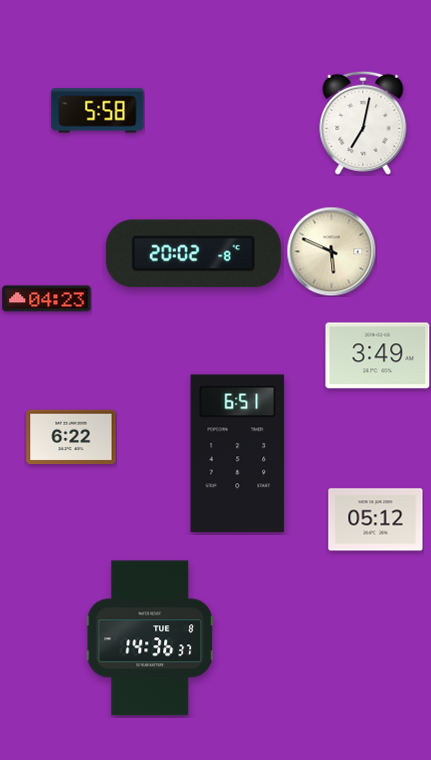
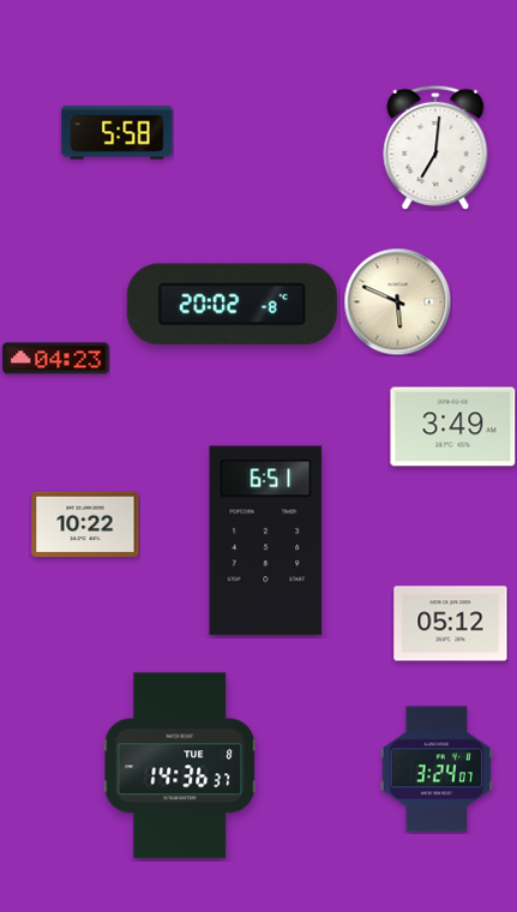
clock at (363, 123): 7:02 -> 7:01
clock at (71, 437): 6:22 -> 10:22
clock at (238, 454) position: (238, 454) -> (266, 541)
clock at (435, 769): none -> 3:24
